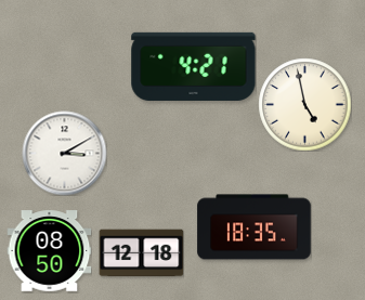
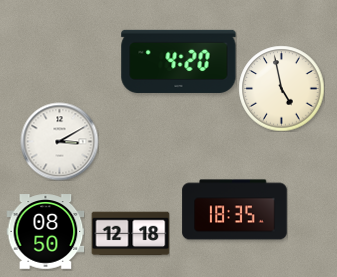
clock at (194, 66): 4:21 -> 4:20
clock at (304, 104) position: (304, 104) -> (281, 88)
